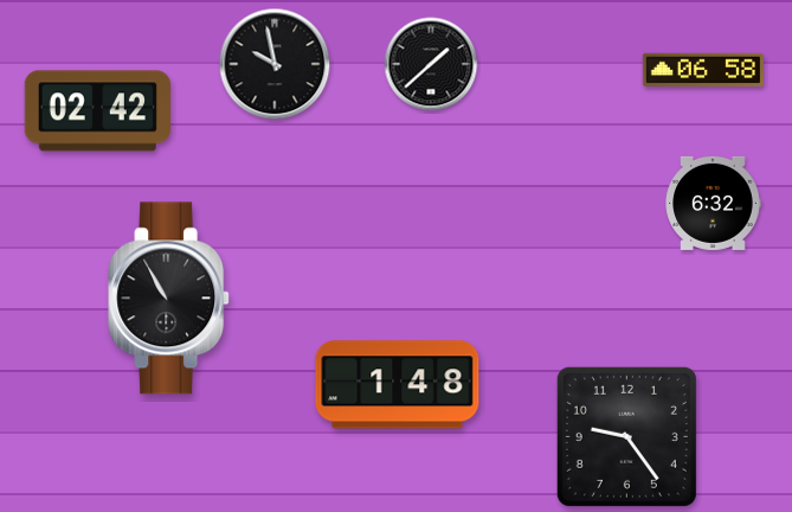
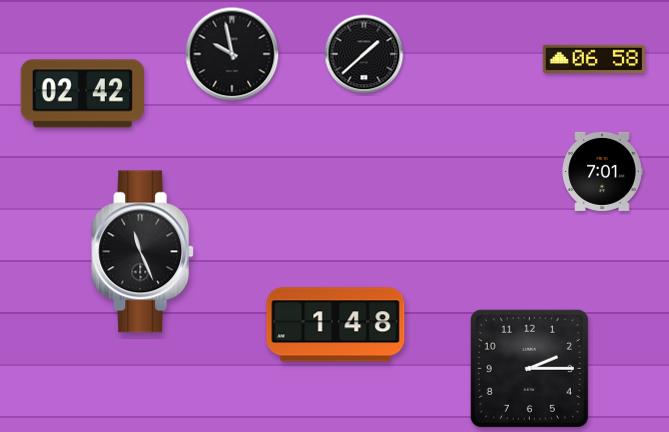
clock at (713, 203): 6:32 -> 7:01
clock at (169, 299): 10:55 -> 11:26
clock at (626, 436): 9:24 -> 2:15
